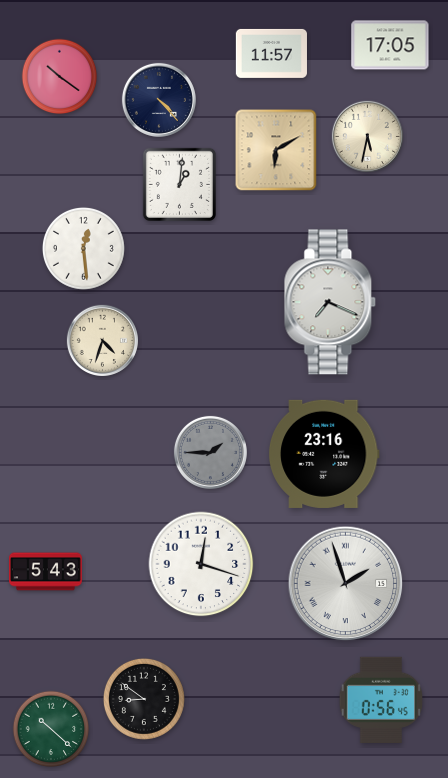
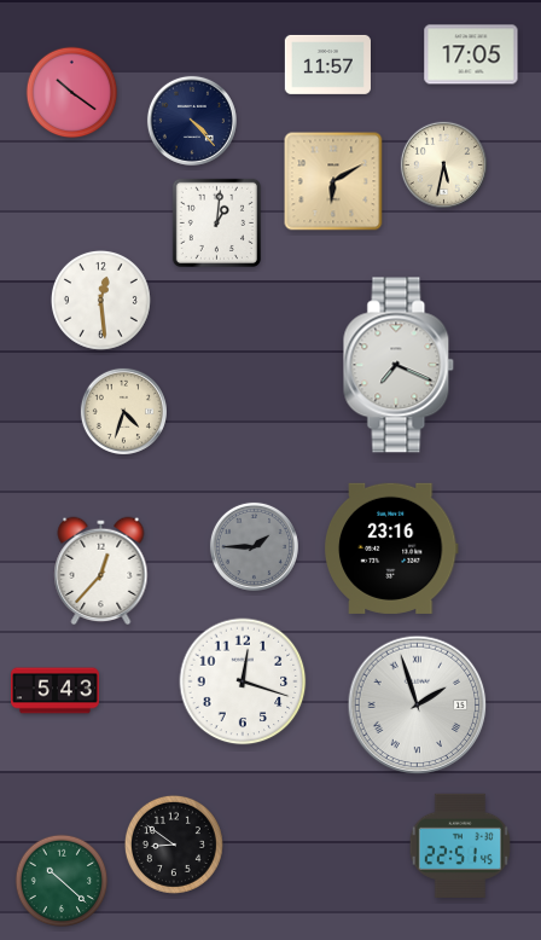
clock at (101, 571): none -> 12:37
clock at (380, 699): 0:56 -> 22:51
